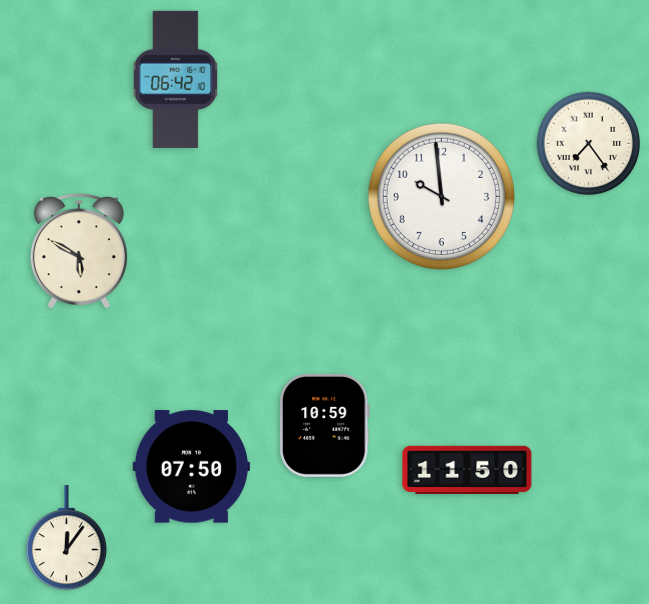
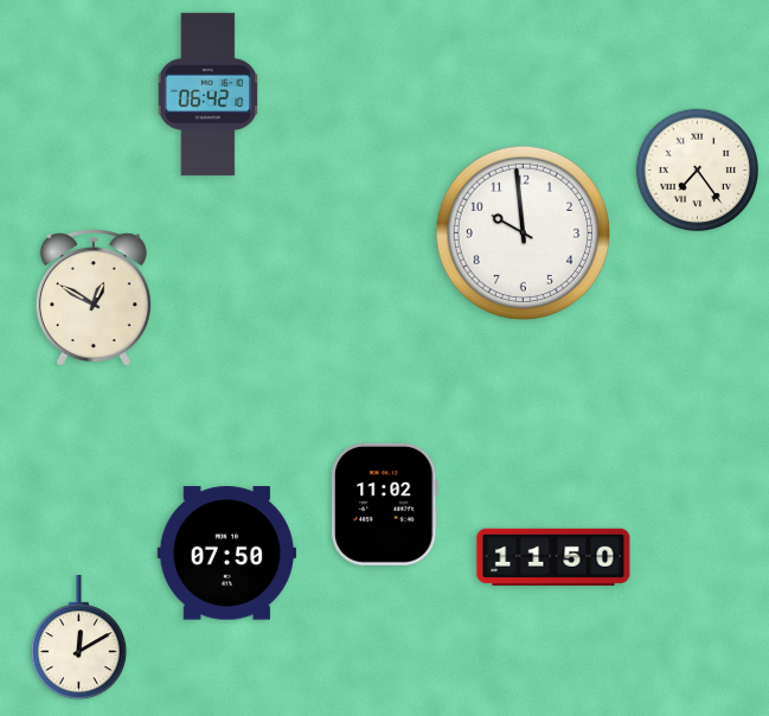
clock at (79, 251): 5:50 -> 12:50
clock at (324, 425): 10:59 -> 11:02
clock at (66, 538): 12:06 -> 12:10
